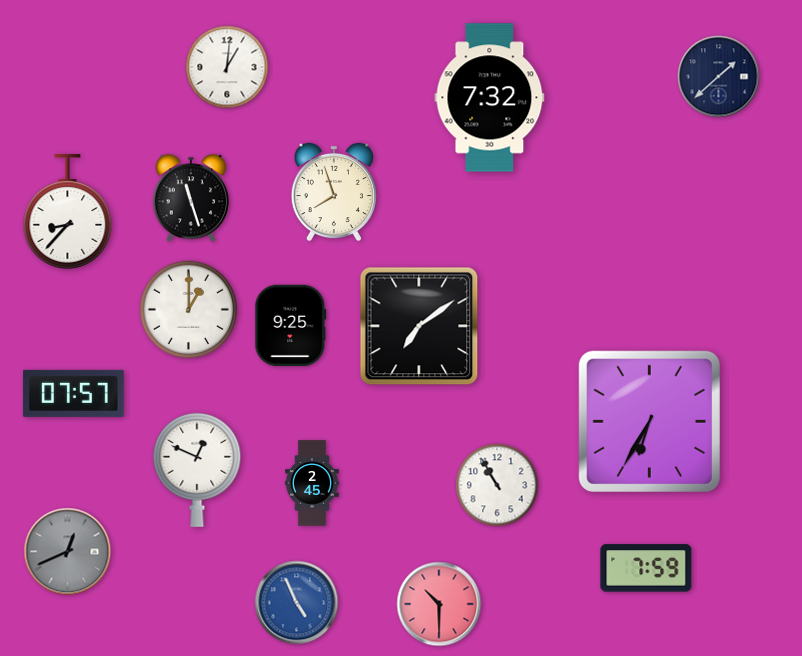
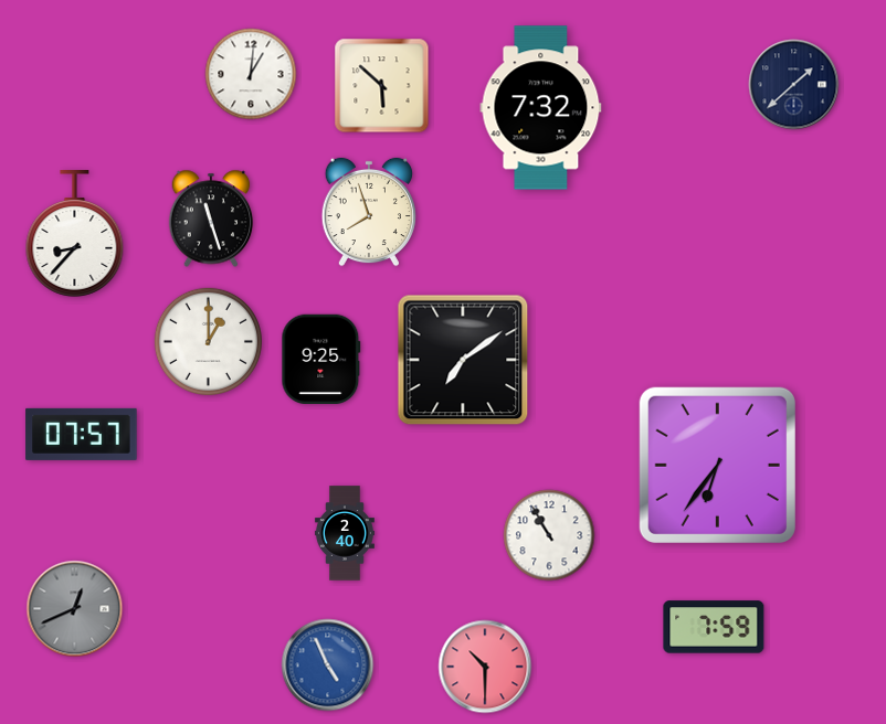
clock at (382, 86): none -> 5:52
clock at (649, 421): 6:35 -> 6:36
clock at (197, 470): 12:49 -> none
clock at (312, 483): 2:45 -> 2:40
